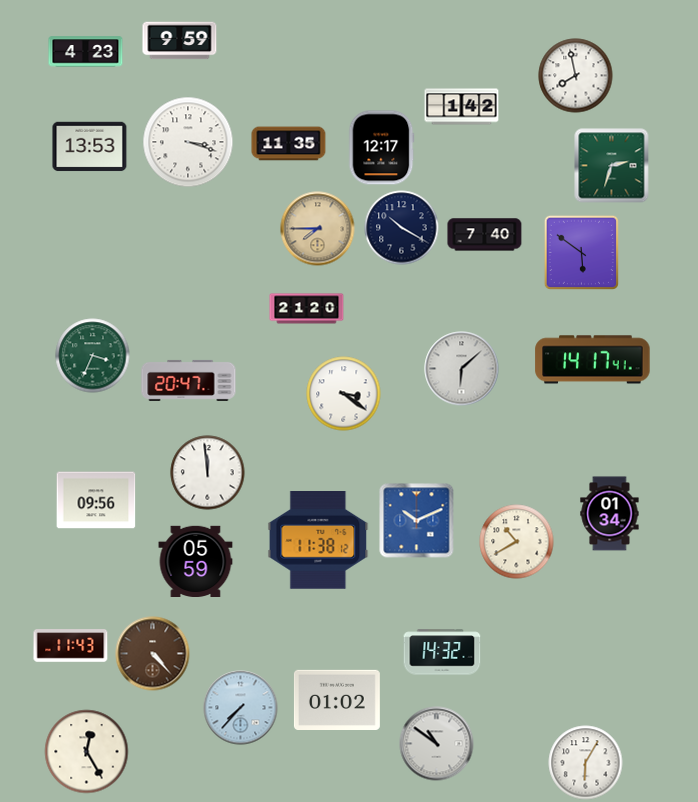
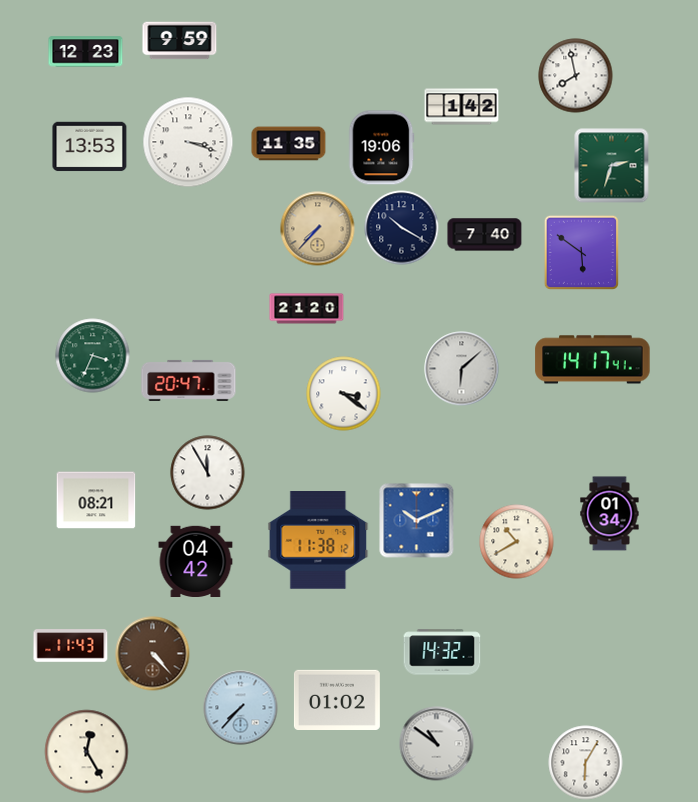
clock at (86, 52): 4:23 -> 12:23
clock at (382, 148): 12:17 -> 19:06
clock at (318, 229): 7:45 -> 7:37
clock at (208, 473): 11:59 -> 11:55
clock at (96, 500): 09:56 -> 08:21
clock at (196, 561): 05:59 -> 04:42
